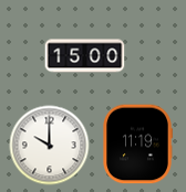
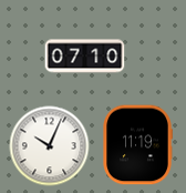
clock at (85, 56): 15:00 -> 07:10
clock at (50, 146): 10:00 -> 10:04
